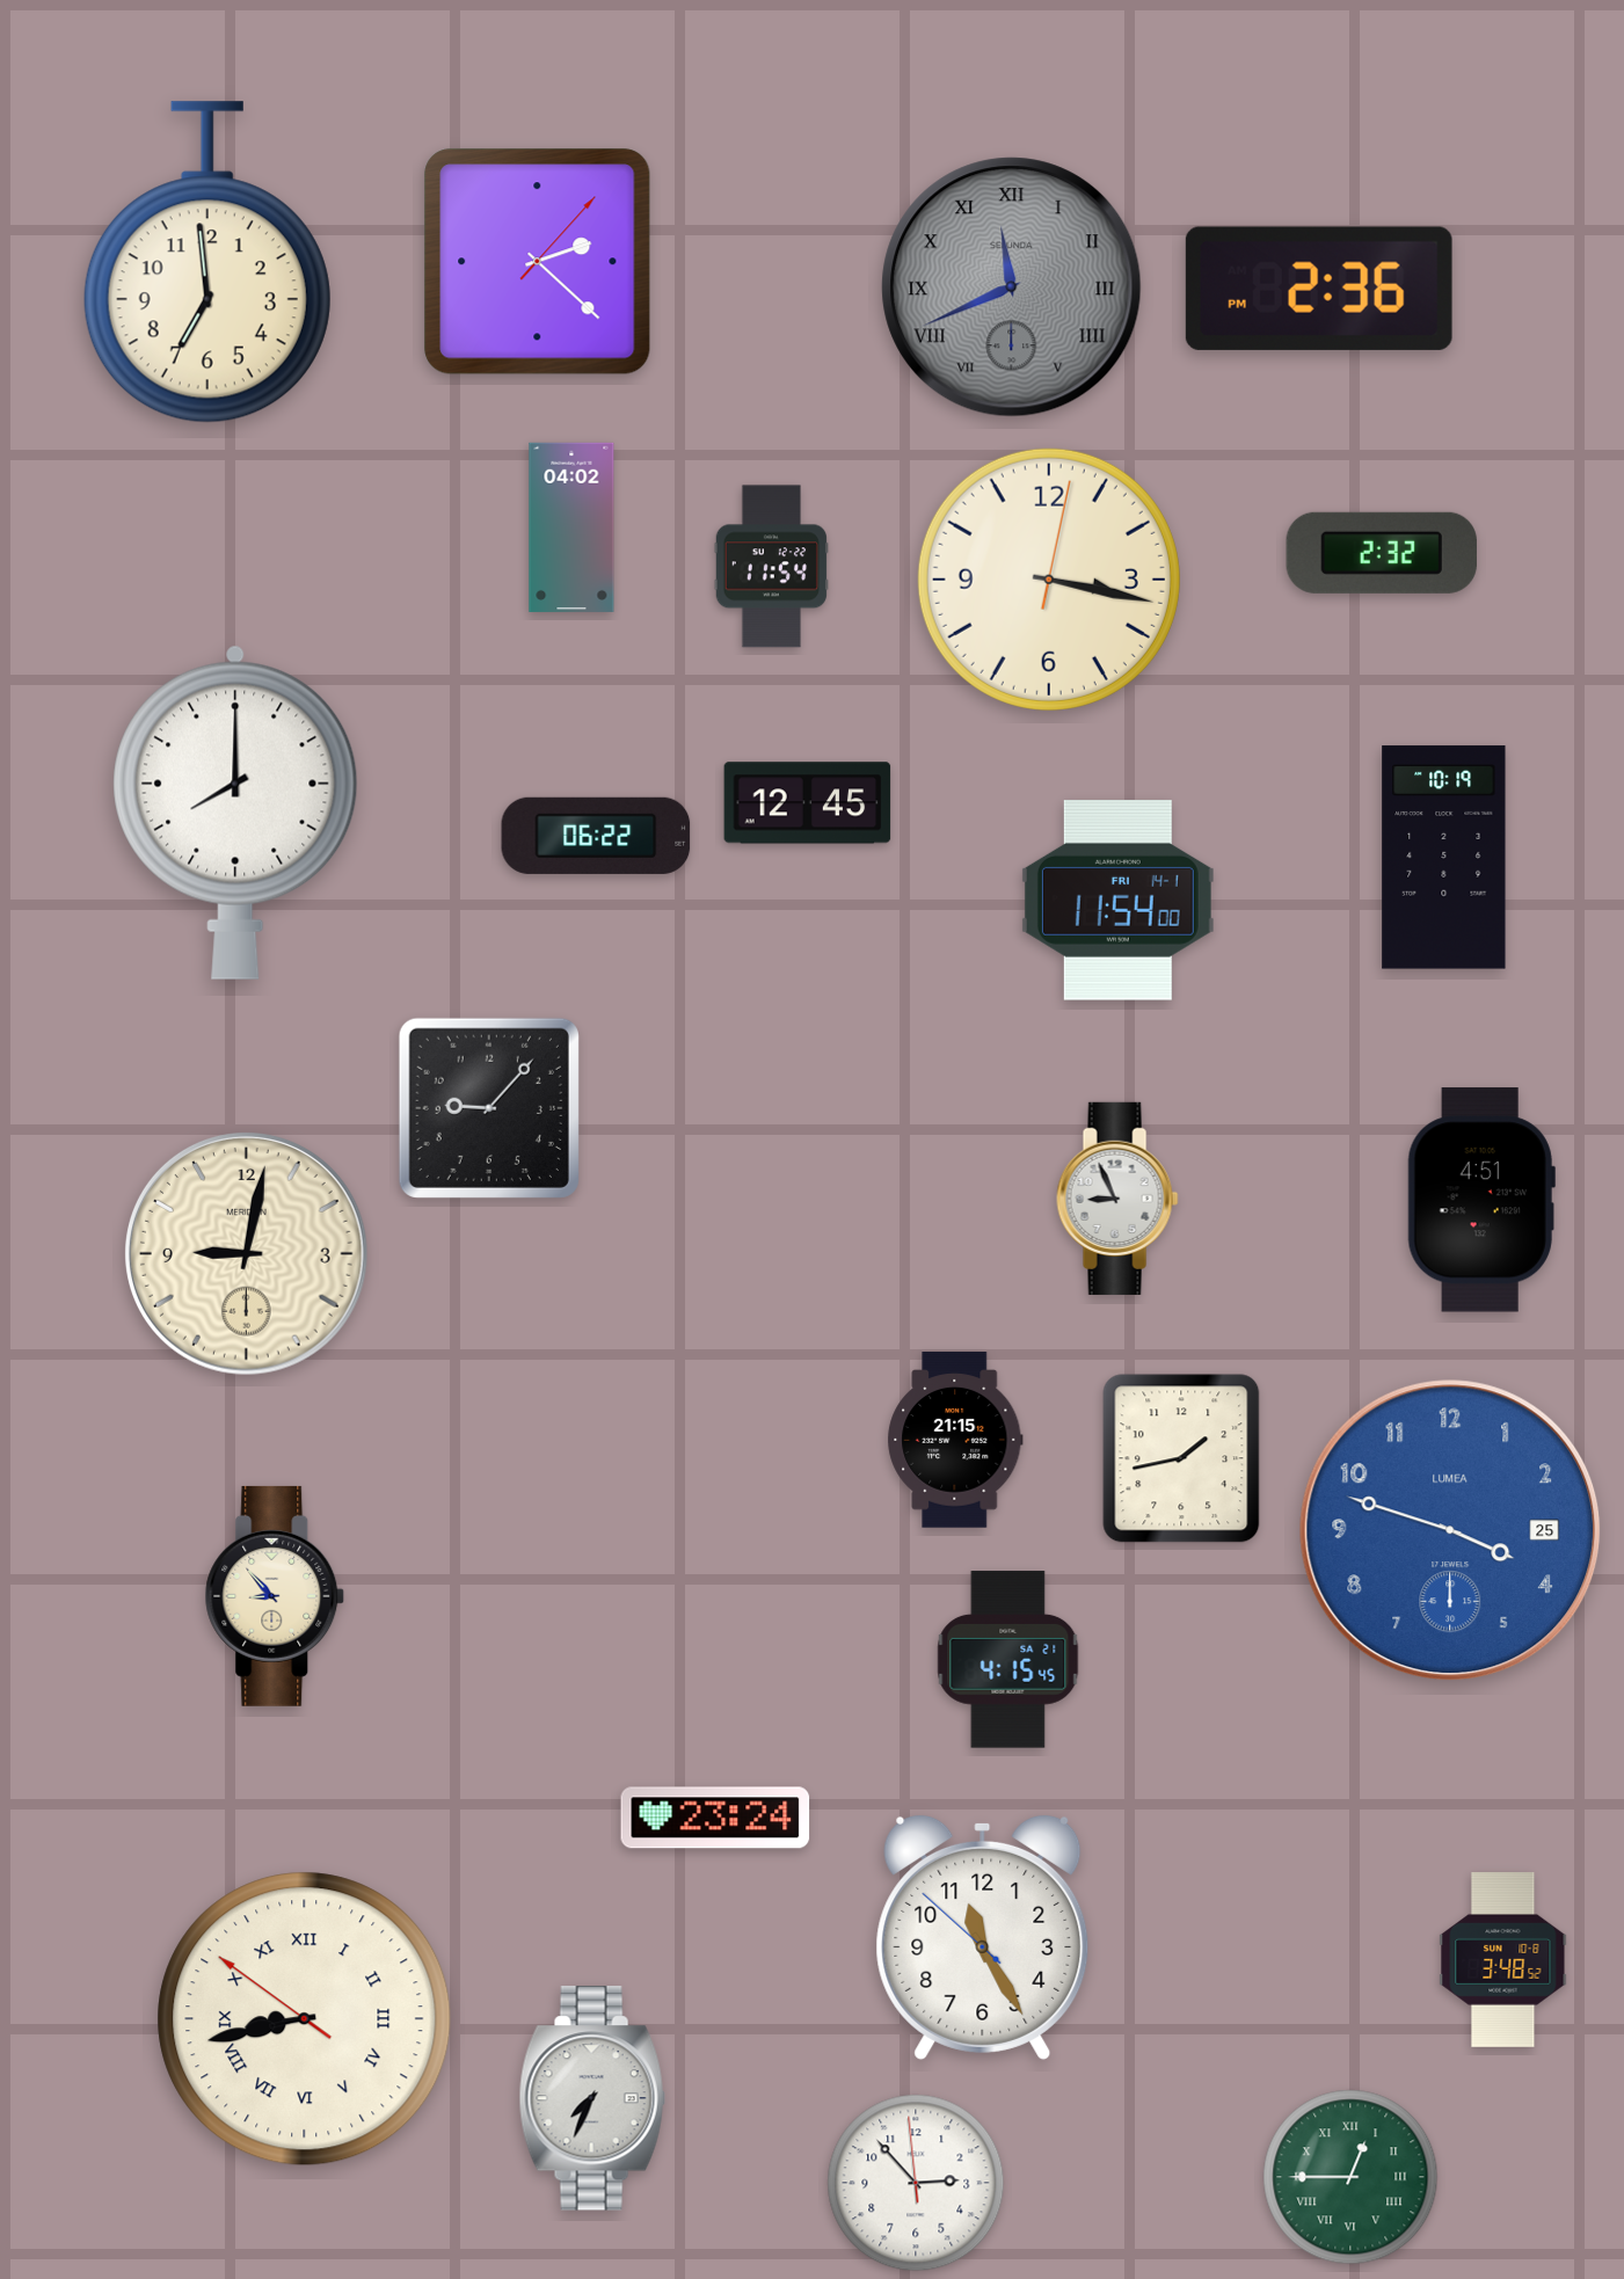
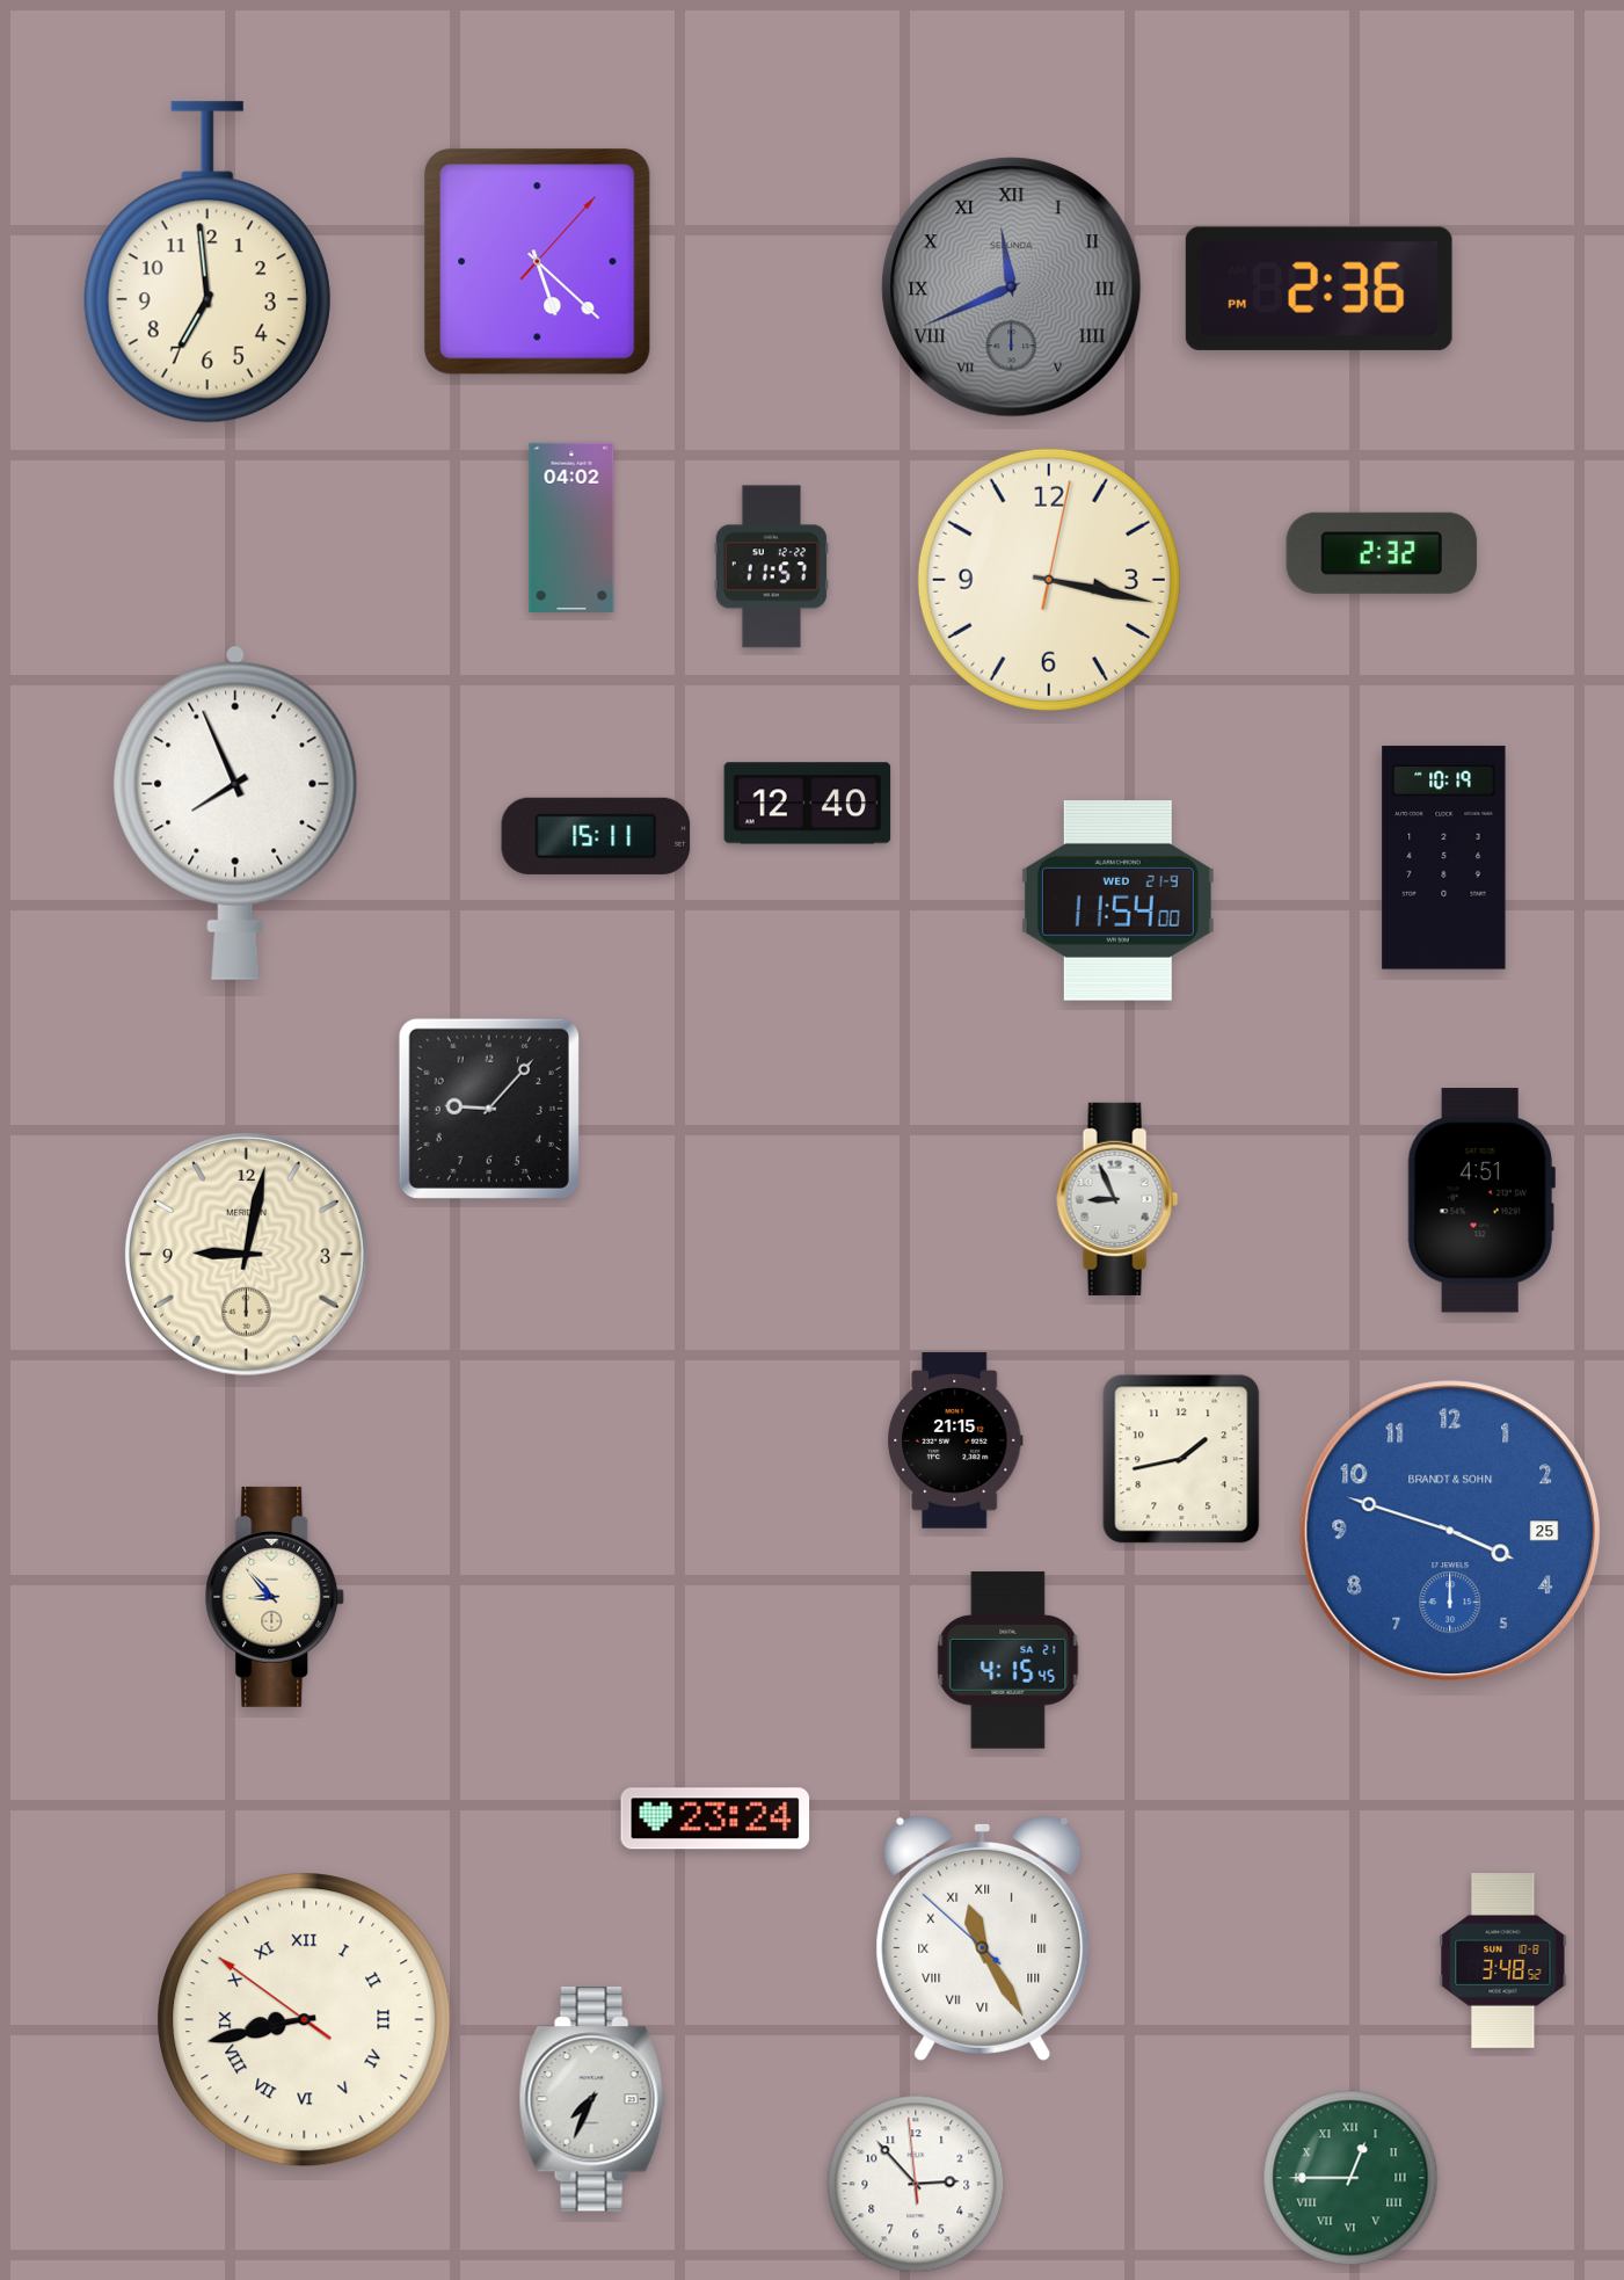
clock at (538, 262): 2:22 -> 5:22
clock at (771, 567): 11:54 -> 11:57
clock at (808, 803): 12:45 -> 12:40
clock at (235, 813): 8:00 -> 7:56
clock at (596, 836): 06:22 -> 15:11
clock at (1117, 901) date: FRI 14-1 -> WED 21-9
clock at (1450, 1530) brand: LUMEA -> BRANDT & SOHN
clock at (983, 1937) numerals: Arabic -> Roman
